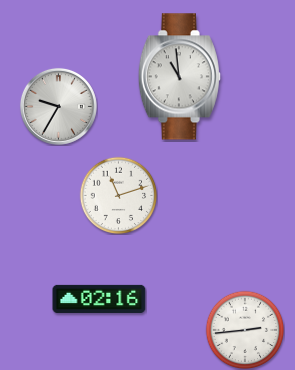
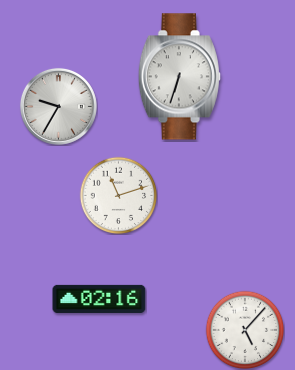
clock at (179, 77): 10:59 -> 6:33
clock at (245, 330): 2:44 -> 5:07
